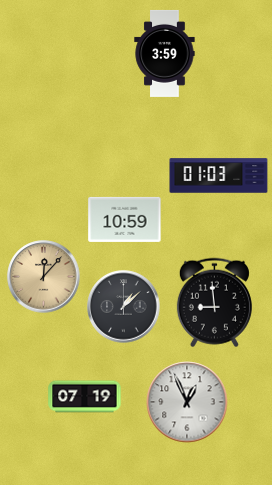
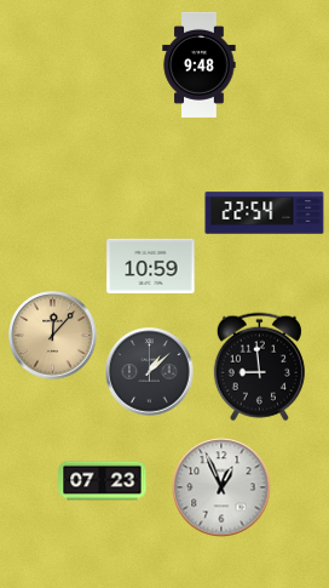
clock at (165, 53): 3:59 -> 9:48
clock at (219, 176): 01:03 -> 22:54
clock at (85, 397): 07:19 -> 07:23
clock at (187, 402) position: (187, 402) -> (221, 487)
